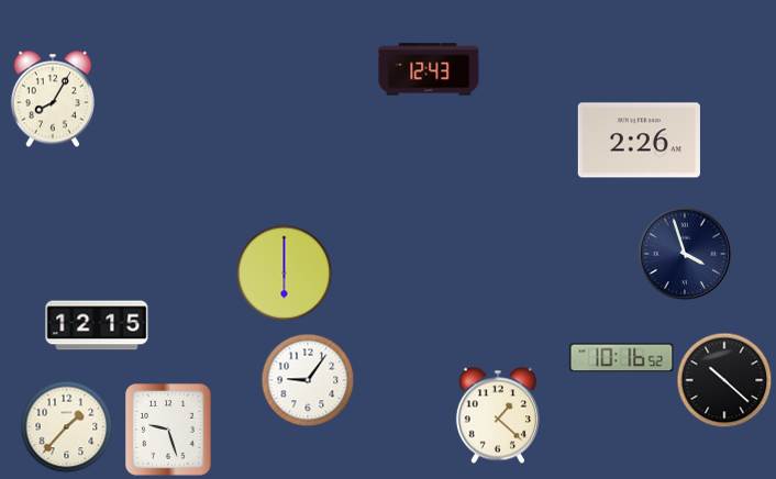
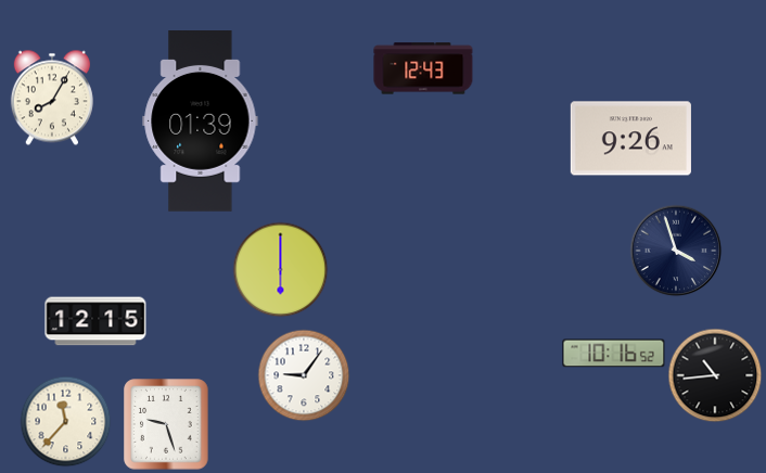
clock at (201, 122): none -> 01:39
clock at (639, 141): 2:26 -> 9:26
clock at (724, 380): 10:22 -> 10:44
clock at (498, 415): 1:22 -> none
clock at (66, 426): 1:37 -> 11:37
